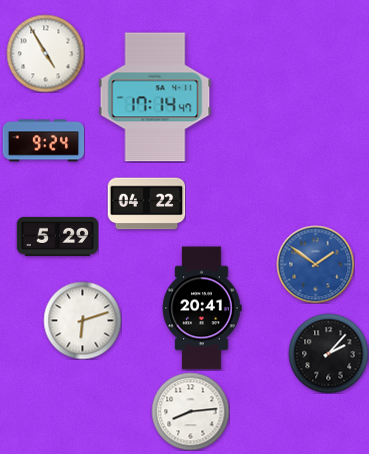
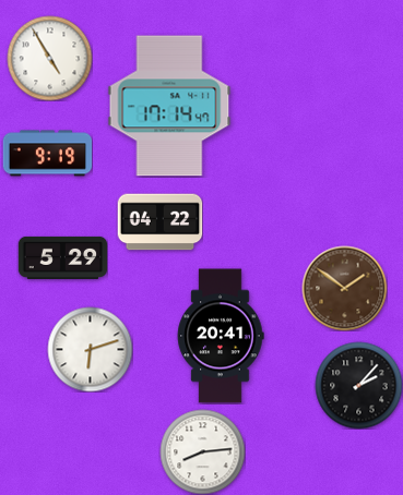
clock at (43, 141): 9:24 -> 9:19
clock at (315, 264) dial: blue -> brown
clock at (190, 411) position: (190, 411) -> (202, 451)
